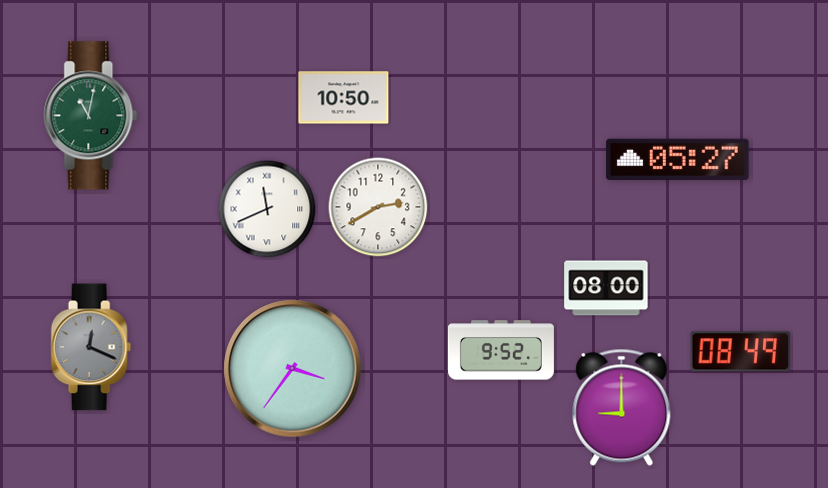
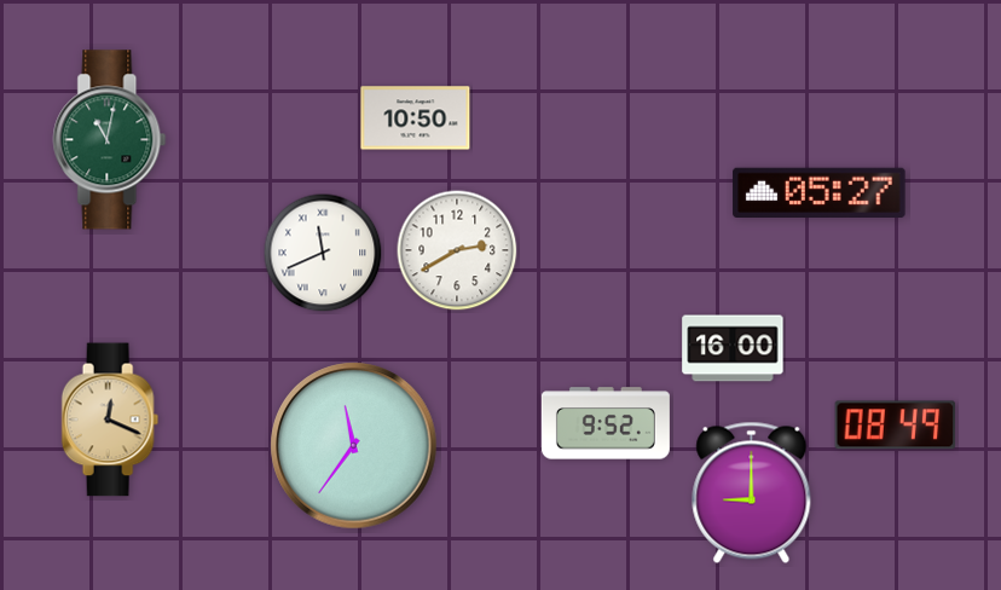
clock at (606, 288): 08:00 -> 16:00
clock at (91, 347) dial: grey -> champagne
clock at (293, 369): 3:36 -> 11:36
